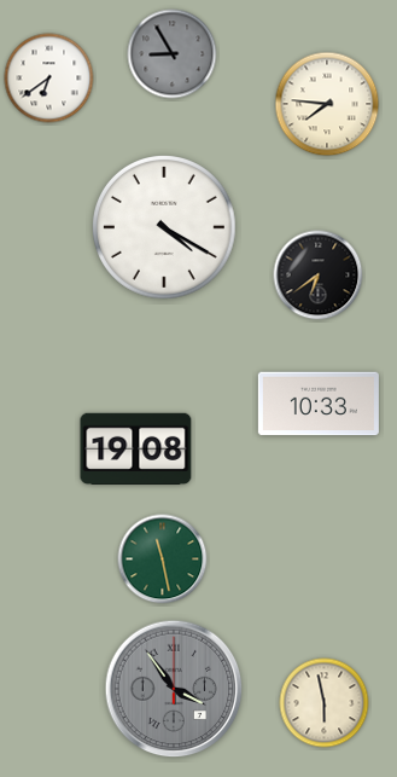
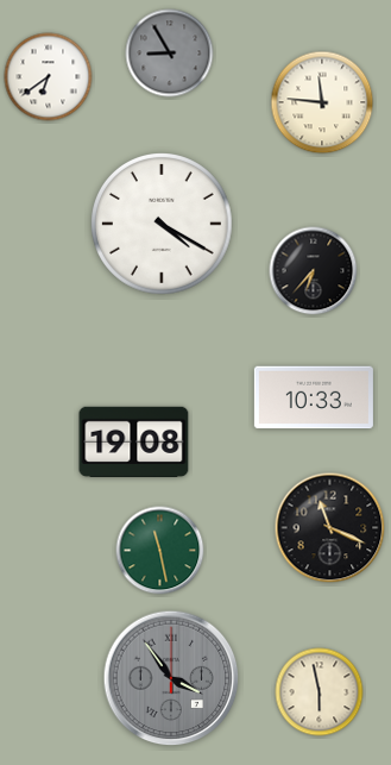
clock at (327, 104): 7:46 -> 11:46
clock at (319, 276): 6:39 -> 6:37
clock at (330, 528): none -> 11:19
